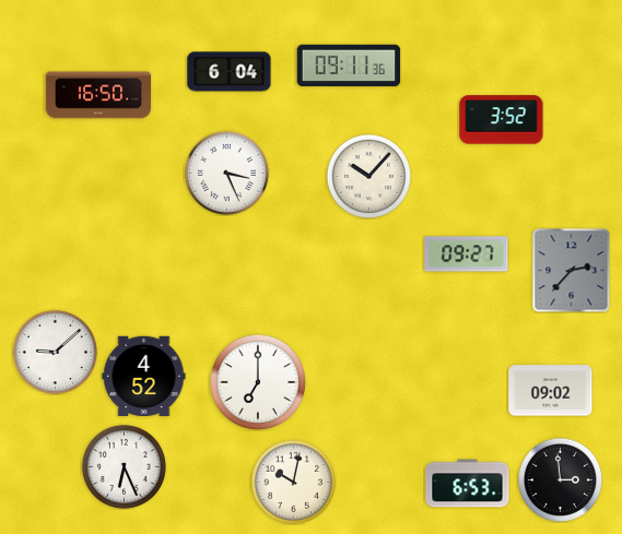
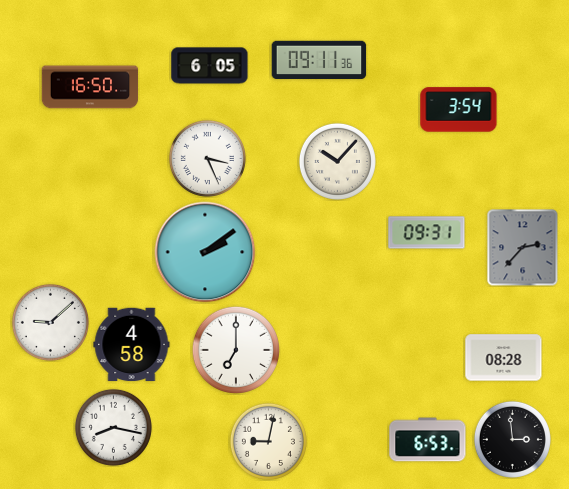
clock at (230, 72): 6:04 -> 6:05
clock at (502, 120): 3:52 -> 3:54
clock at (467, 254): 09:27 -> 09:31
clock at (205, 252): none -> 2:09
clock at (144, 377): 4:52 -> 4:58
clock at (551, 391): 09:02 -> 08:28
clock at (124, 466): 6:26 -> 8:17
clock at (293, 482): 10:02 -> 9:02
clock at (468, 484) position: (468, 484) -> (428, 440)
